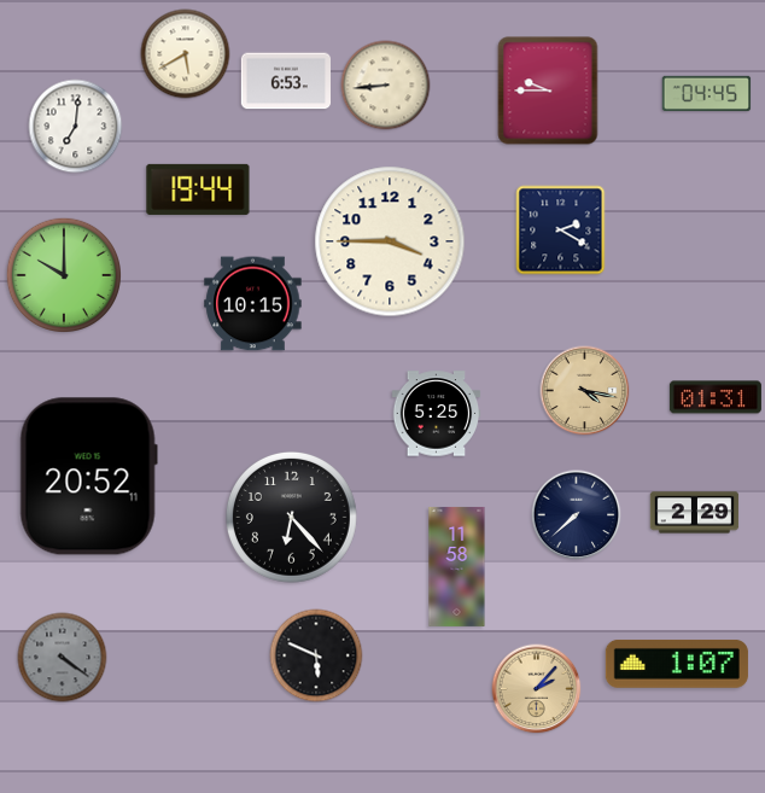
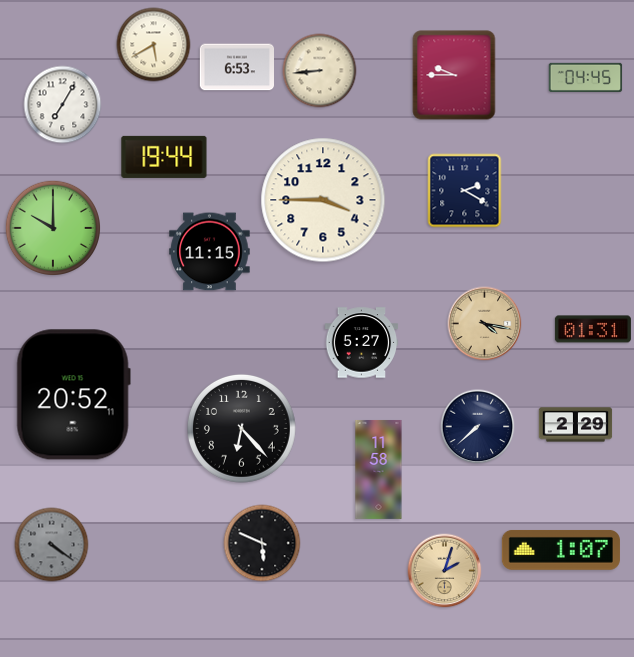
clock at (76, 127): 7:01 -> 7:05
clock at (253, 304): 10:15 -> 11:15
clock at (437, 414): 5:25 -> 5:27
clock at (537, 689): 2:07 -> 2:03
